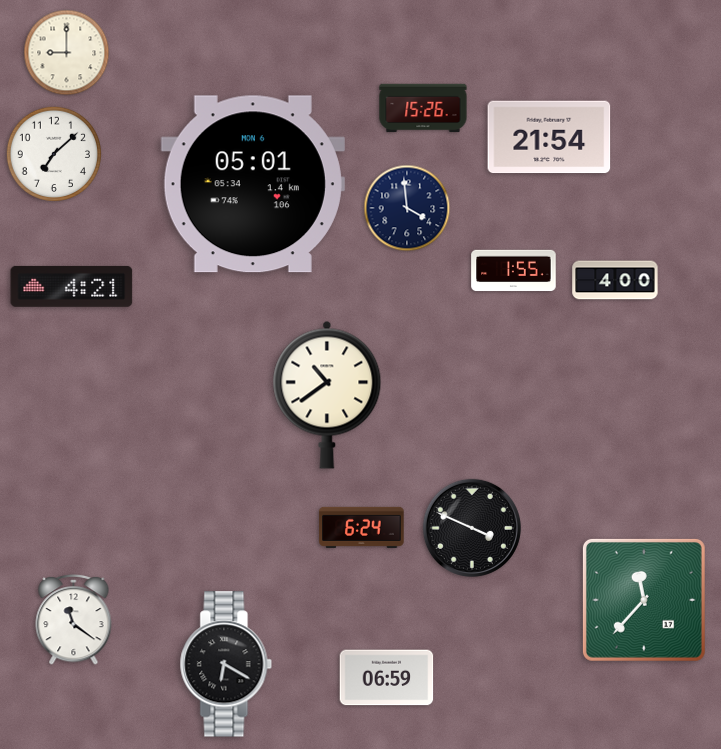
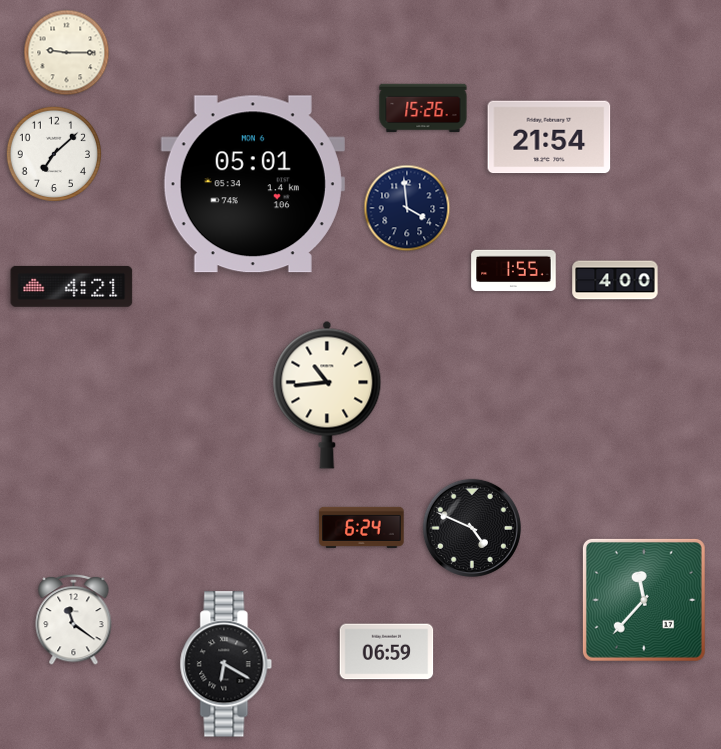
clock at (67, 53): 9:00 -> 9:15
clock at (327, 395): 10:39 -> 10:44
clock at (472, 528): 3:49 -> 4:49
clock at (387, 678) position: (387, 678) -> (387, 652)
